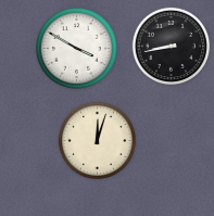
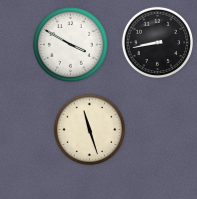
clock at (98, 141): 12:03 -> 11:27
